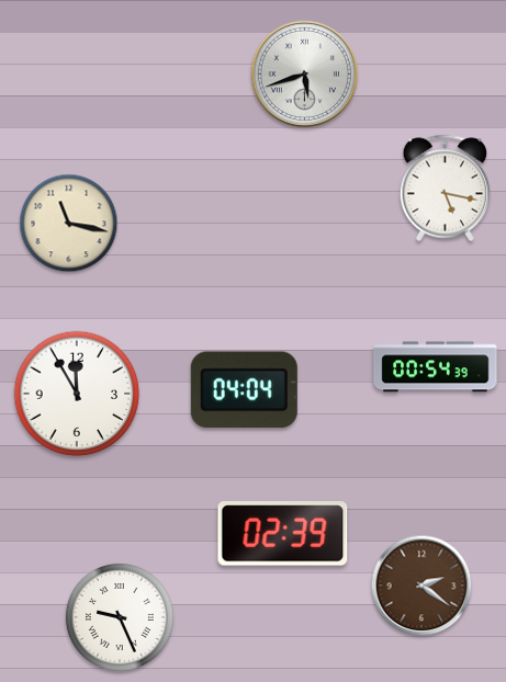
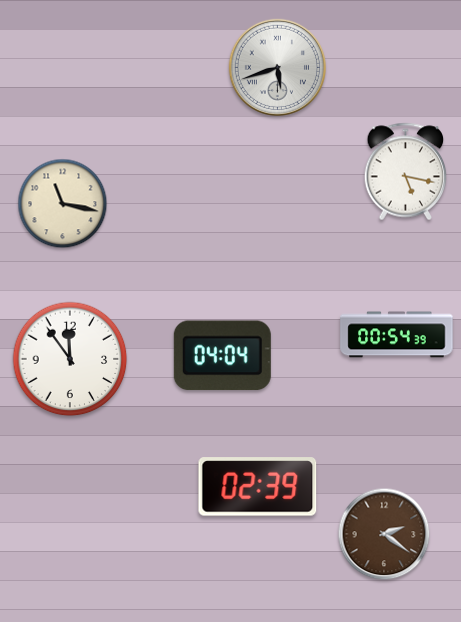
clock at (77, 394): 11:55 -> 11:54
clock at (120, 617): 9:26 -> none
